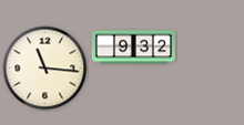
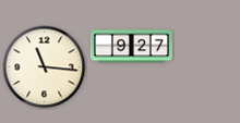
clock at (133, 48): 9:32 -> 9:27
